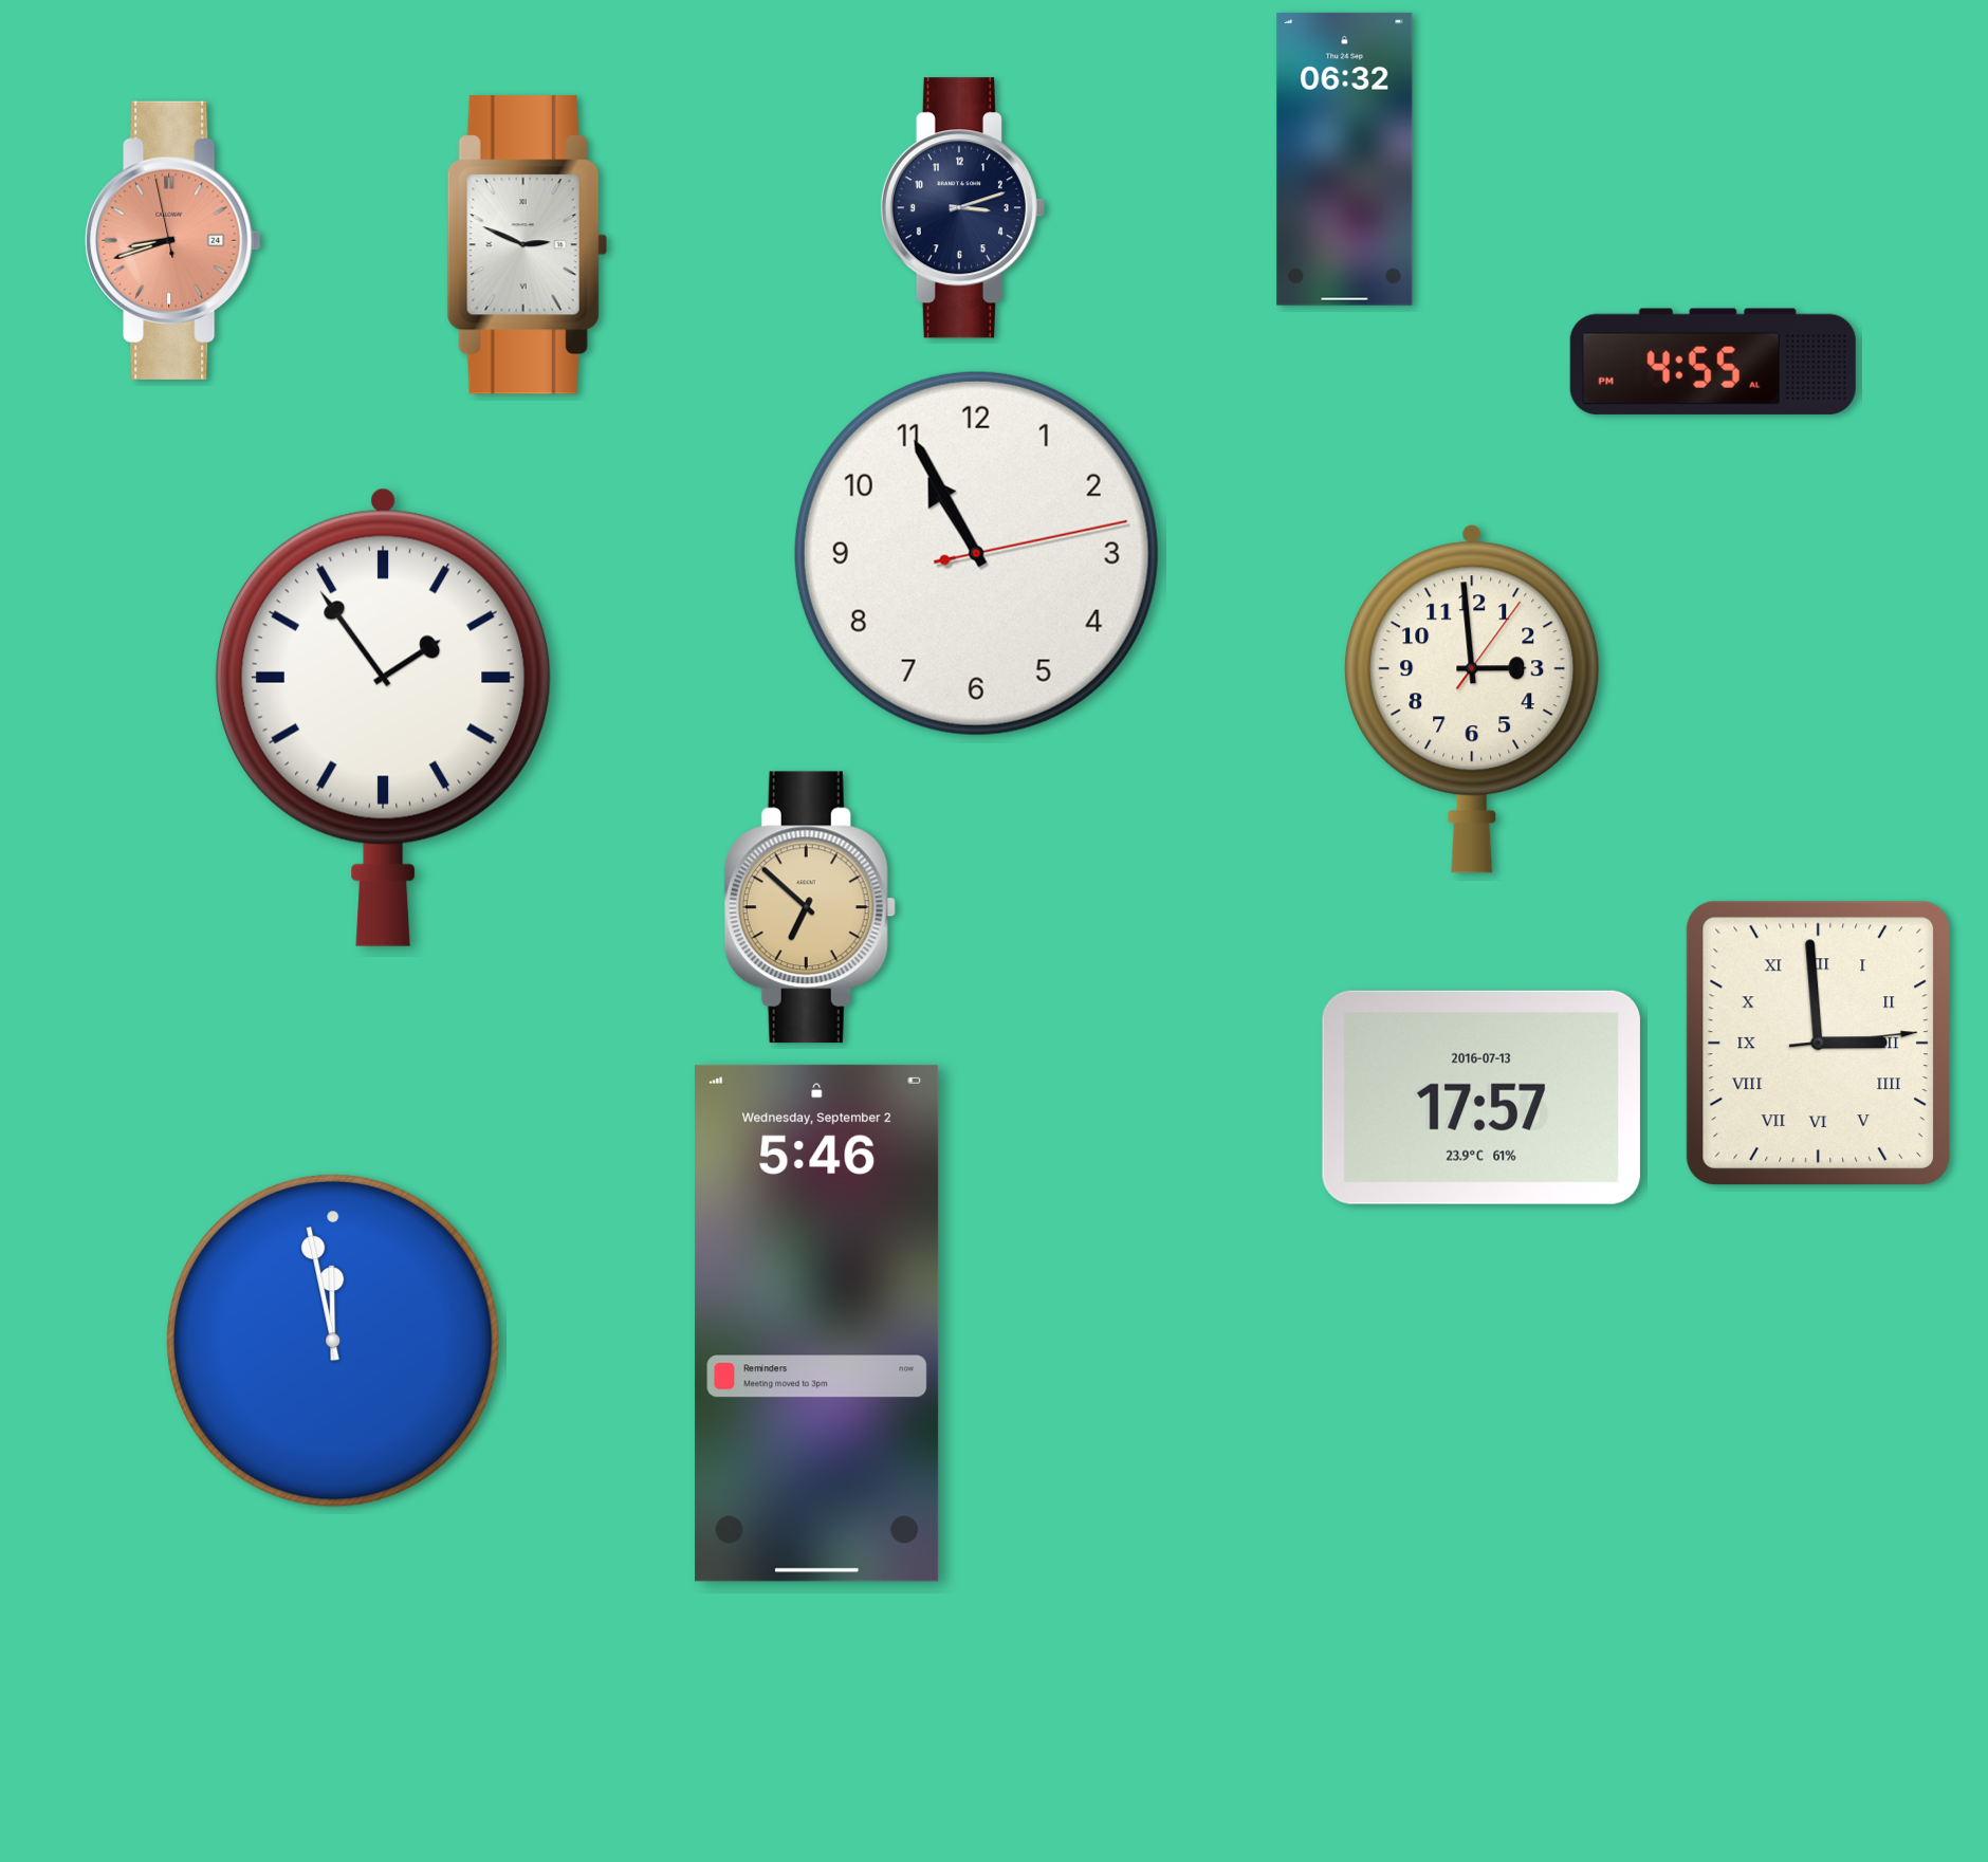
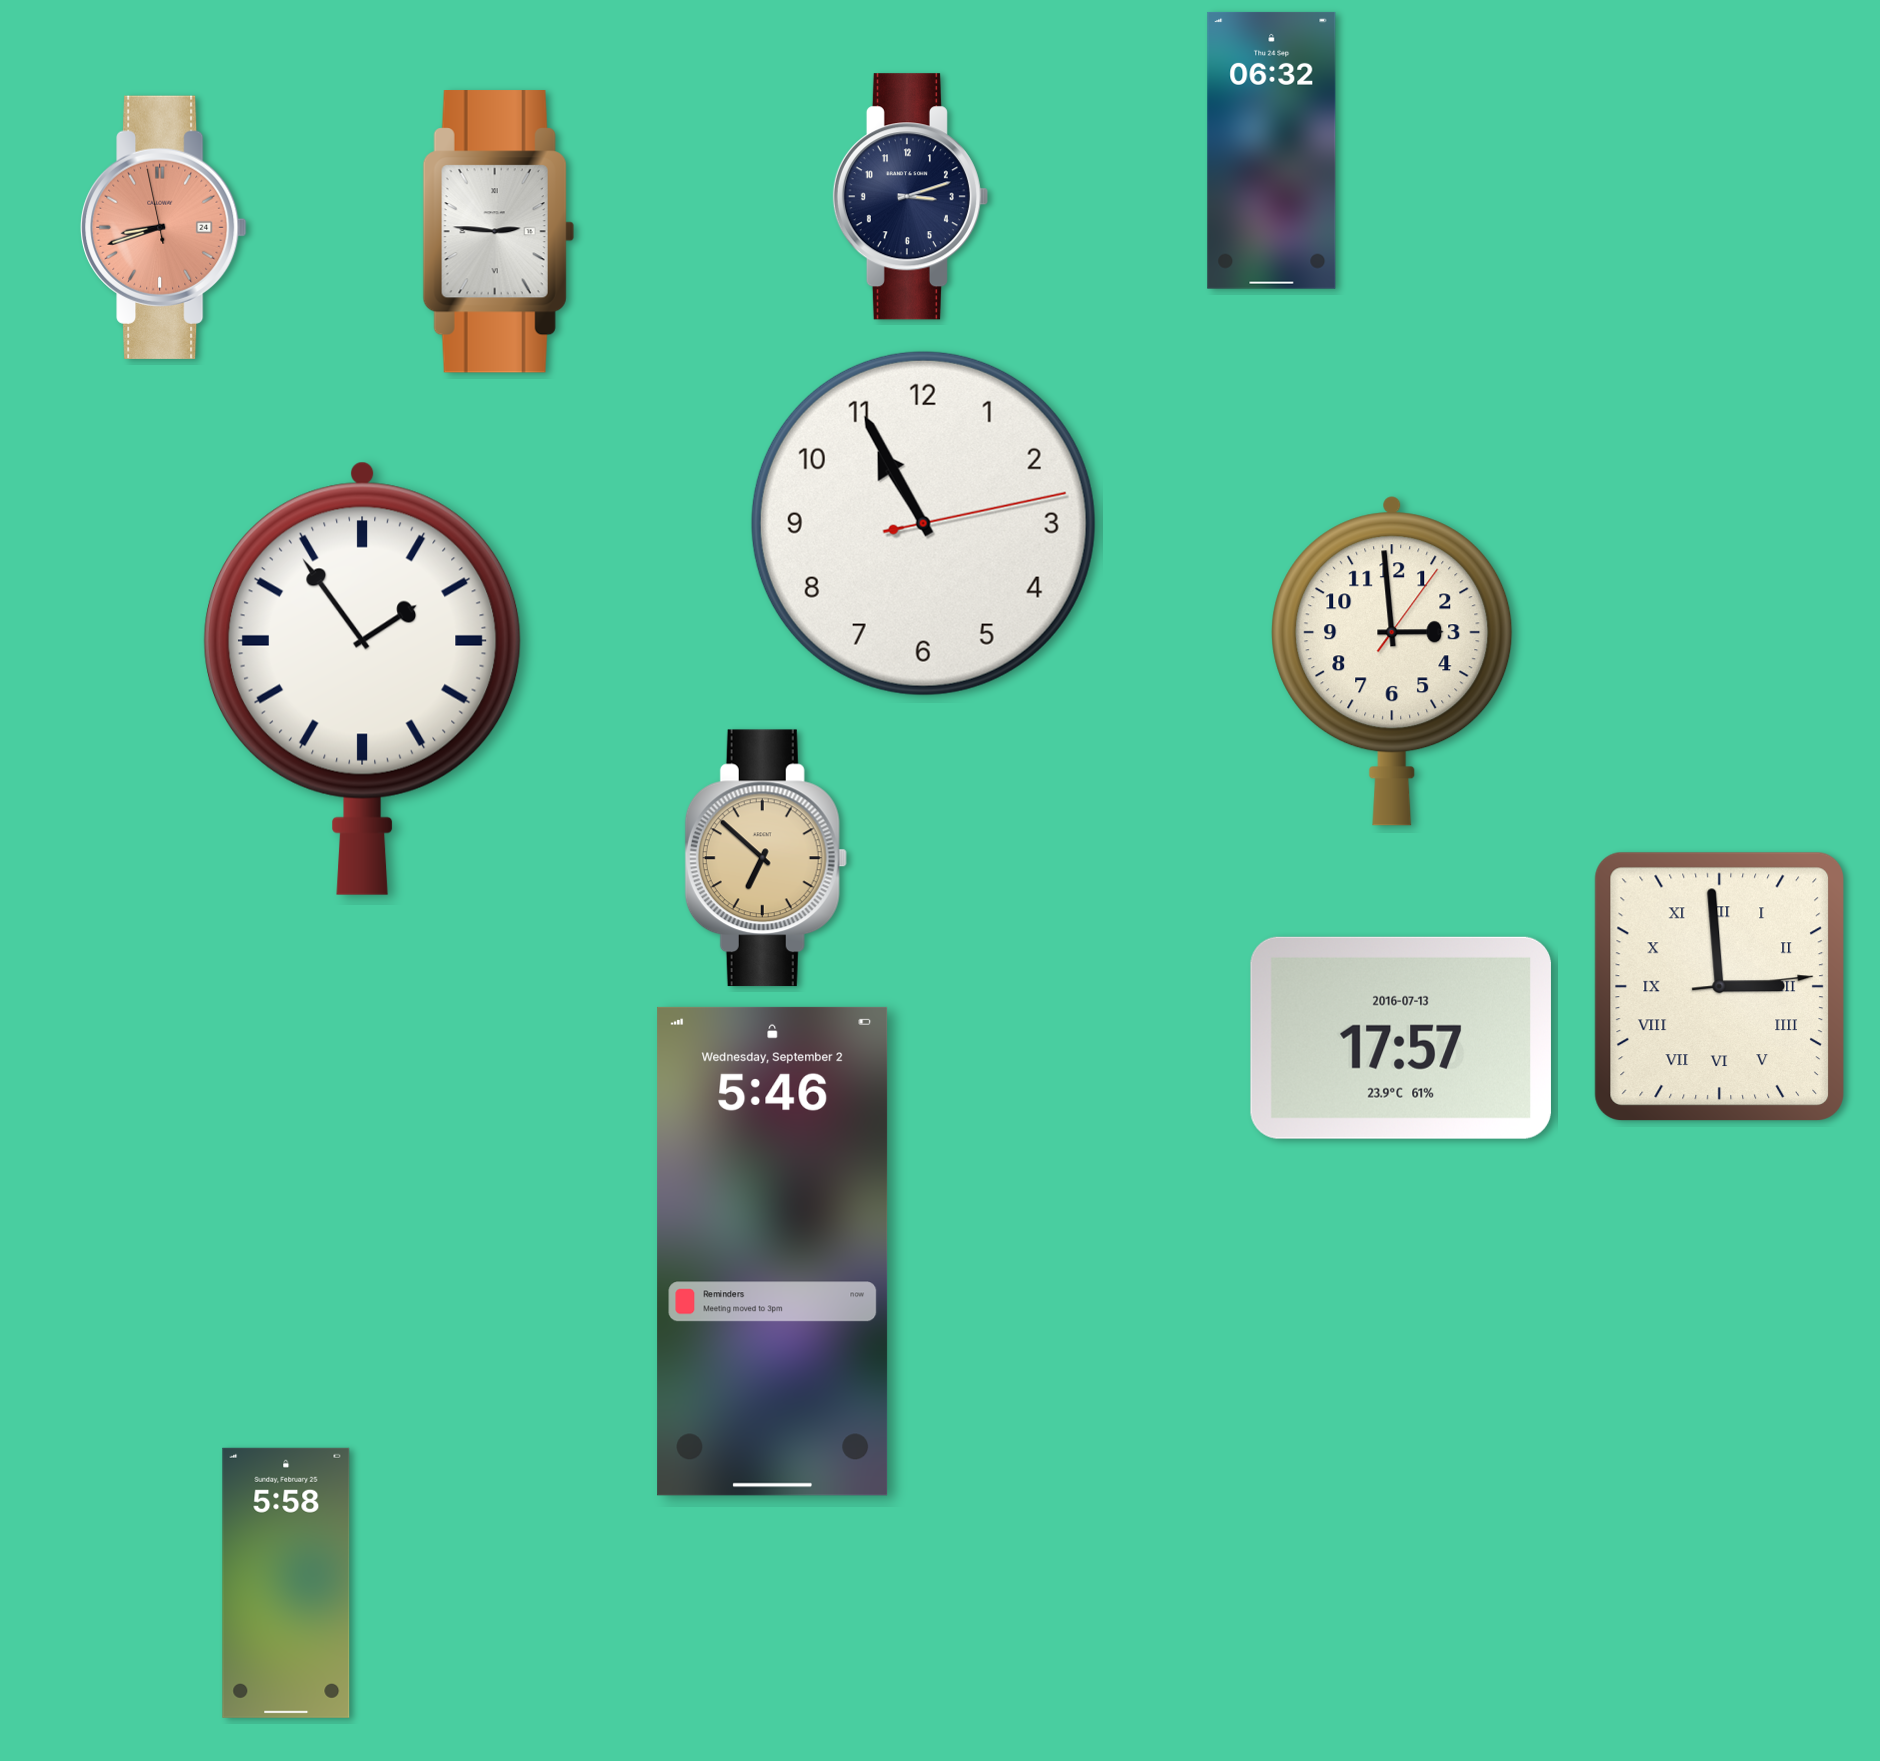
clock at (527, 245): 2:49 -> 2:46
clock at (1713, 362): 4:55 -> none
clock at (333, 1341): 11:58 -> none
clock at (286, 1583): none -> 5:58
